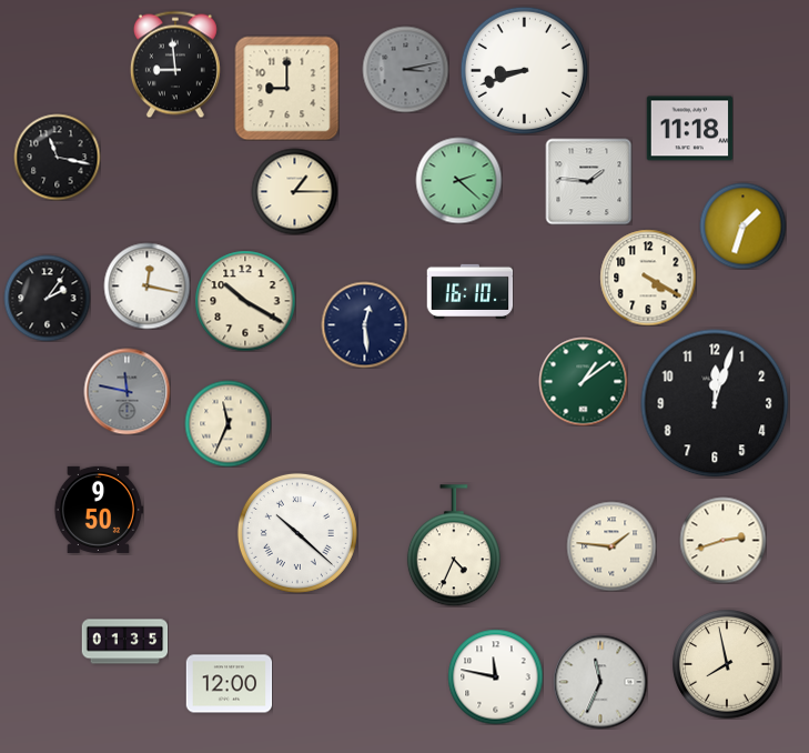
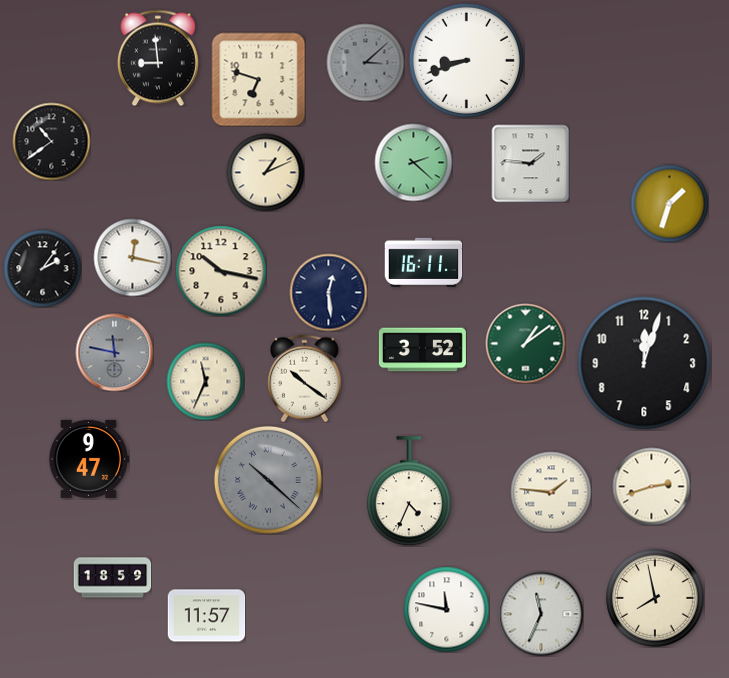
clock at (405, 69): 3:13 -> 3:08
clock at (524, 70) position: (524, 70) -> (466, 60)
clock at (286, 88): 9:00 -> 6:48
clock at (689, 129): 11:18 -> none
clock at (57, 157): 11:17 -> 10:39
clock at (294, 191): 1:15 -> 1:11
clock at (648, 278): 4:20 -> none
clock at (469, 291): 16:10 -> 16:11
clock at (245, 301): 10:20 -> 10:17
clock at (422, 350): none -> 3:52
clock at (304, 378): none -> 10:21
clock at (98, 510): 9:50 -> 9:47
clock at (297, 533) dial: white -> grey
clock at (124, 642): 01:35 -> 18:59
clock at (229, 684): 12:00 -> 11:57
